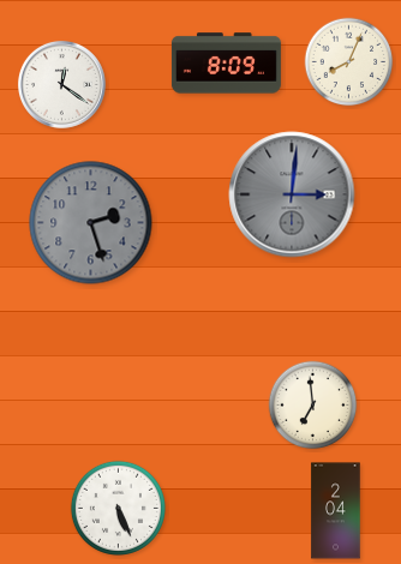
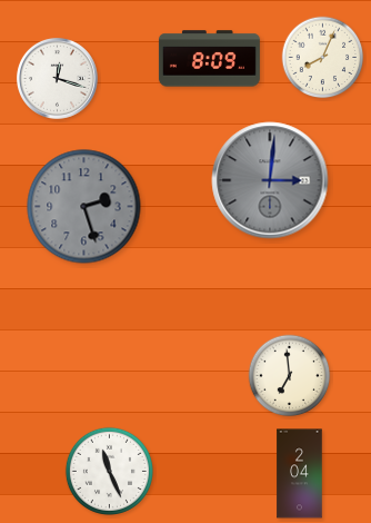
clock at (61, 84): 12:21 -> 12:18
clock at (118, 508): 5:26 -> 11:26
clock at (336, 511) position: (336, 511) -> (300, 474)
